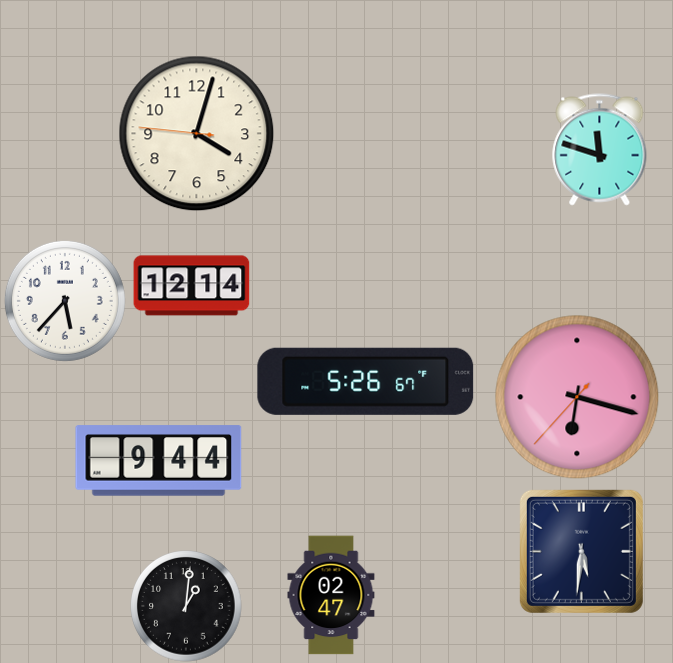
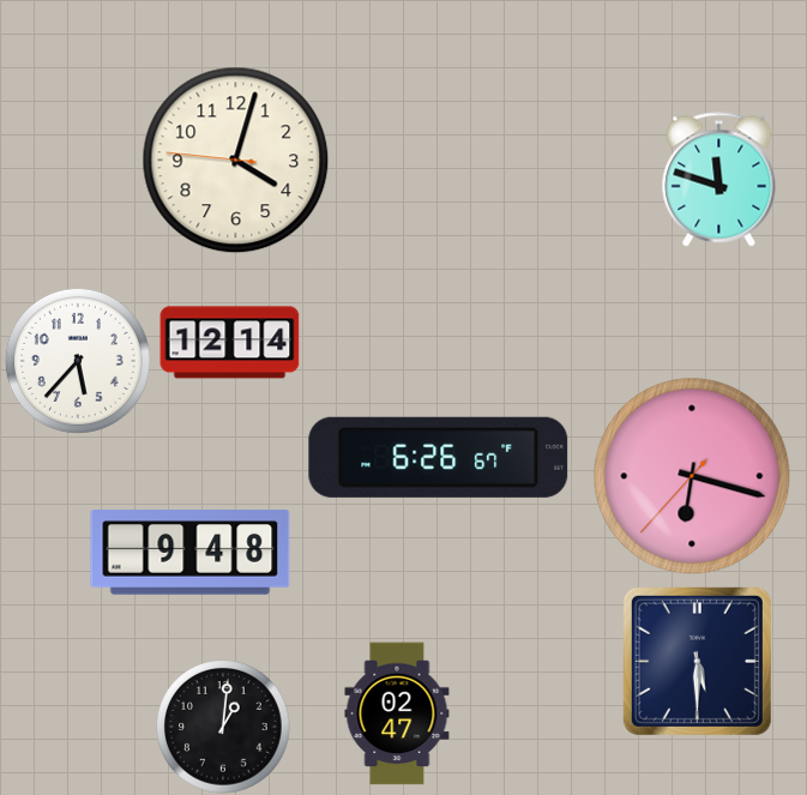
clock at (366, 381): 5:26 -> 6:26
clock at (159, 461): 9:44 -> 9:48
clock at (581, 551): 5:31 -> 5:30
